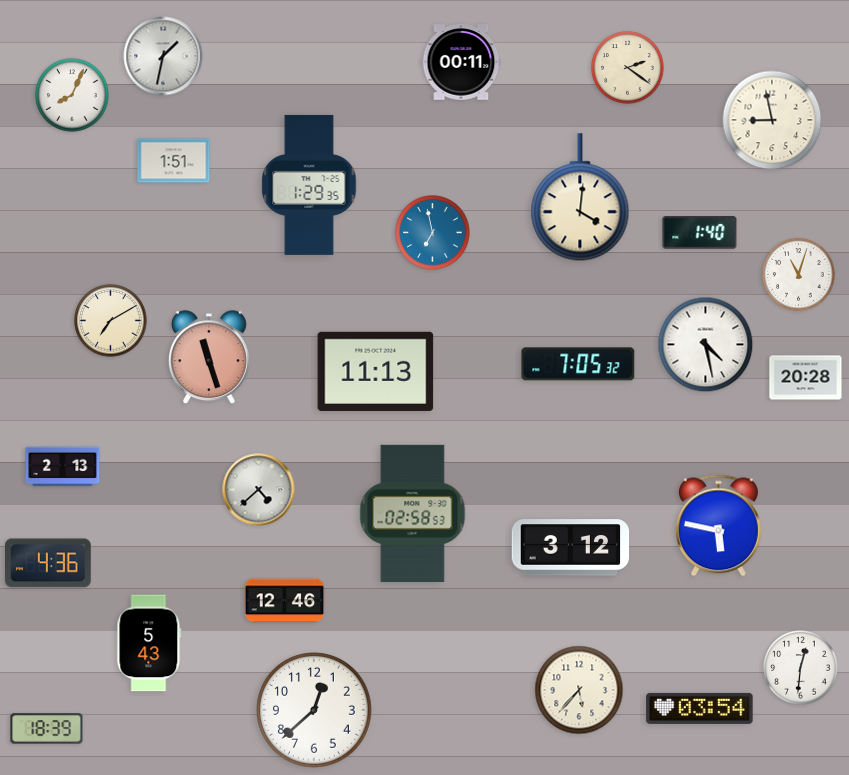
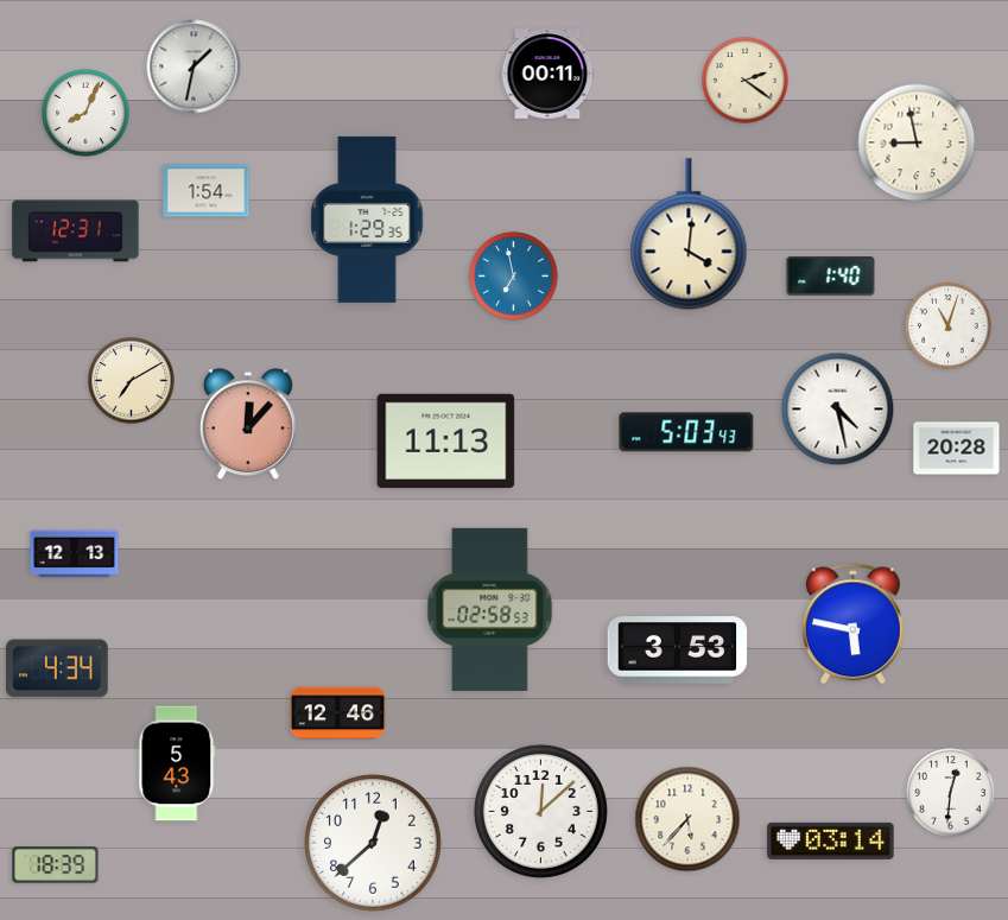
clock at (174, 161): 1:51 -> 1:54
clock at (76, 231): none -> 12:31
clock at (209, 358): 11:27 -> 12:07
clock at (578, 364): 7:05 -> 5:03
clock at (63, 467): 2:13 -> 12:13
clock at (259, 490): 4:38 -> none
clock at (571, 548): 3:12 -> 3:53
clock at (49, 563): 4:36 -> 4:34
clock at (540, 811): none -> 12:08
clock at (700, 708): 03:54 -> 03:14
